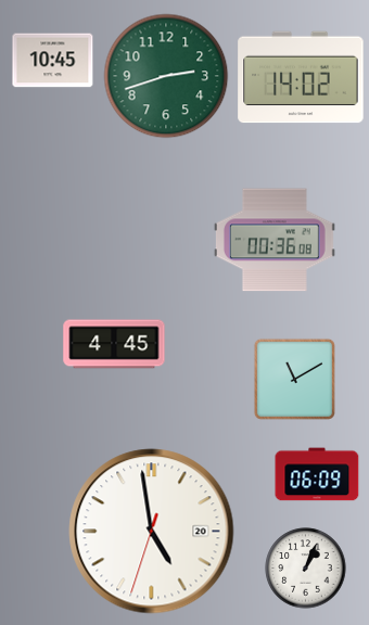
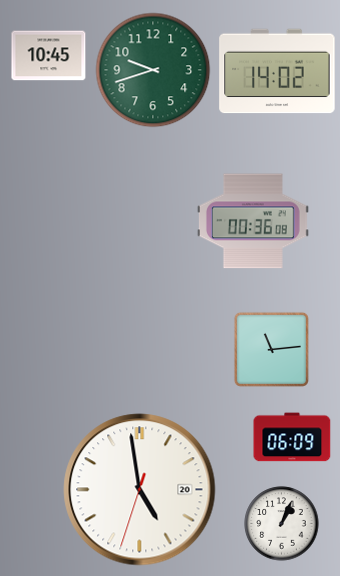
clock at (166, 76): 2:42 -> 9:42
clock at (114, 344): 4:45 -> none
clock at (294, 379): 11:10 -> 11:14
